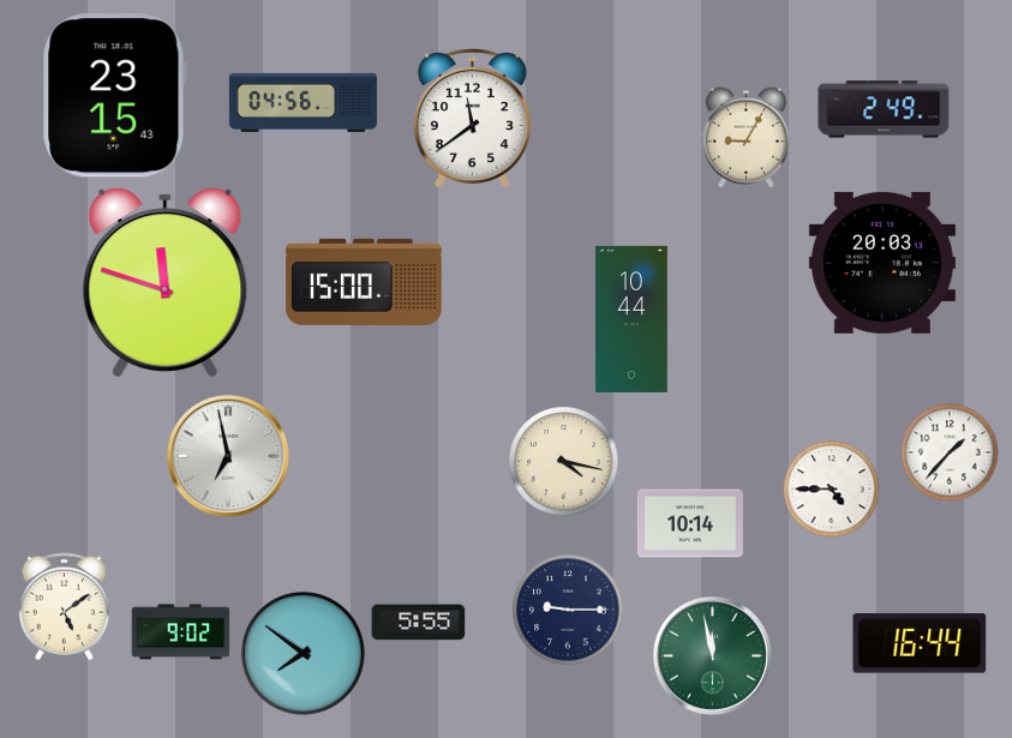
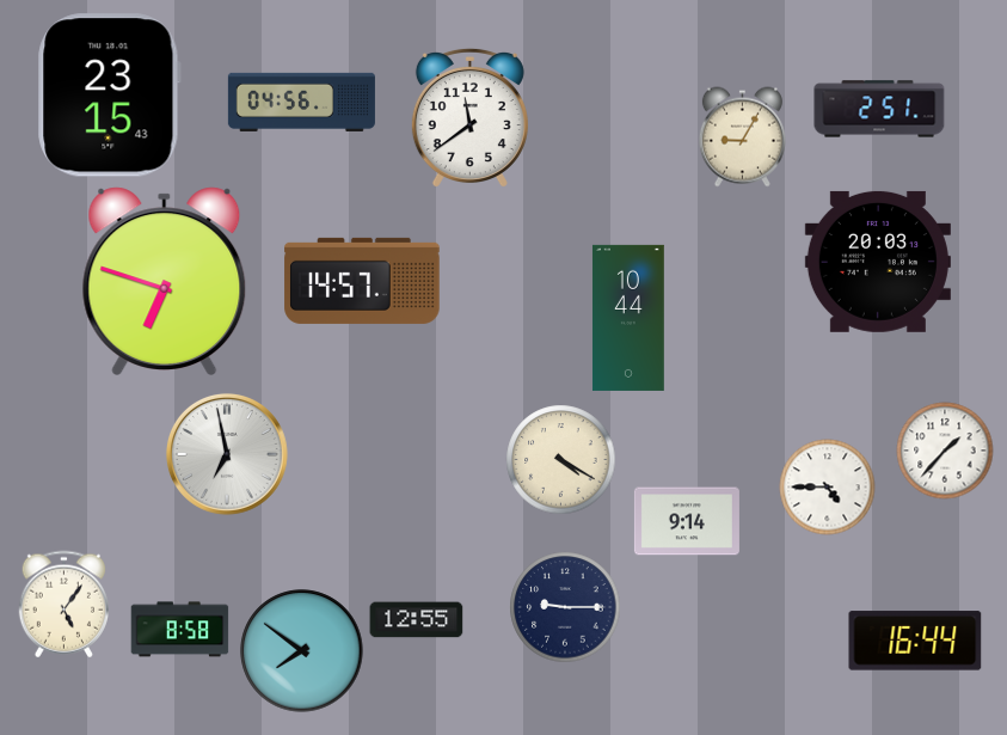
clock at (114, 96) position: (114, 96) -> (109, 96)
clock at (884, 109): 2:49 -> 2:51
clock at (166, 282): 11:48 -> 6:48
clock at (364, 282): 15:00 -> 14:57
clock at (564, 462): 4:17 -> 4:20
clock at (690, 523): 10:14 -> 9:14
clock at (64, 607): 5:09 -> 5:06
clock at (419, 623): 5:55 -> 12:55
clock at (181, 632): 9:02 -> 8:58
clock at (713, 656): 11:58 -> none
